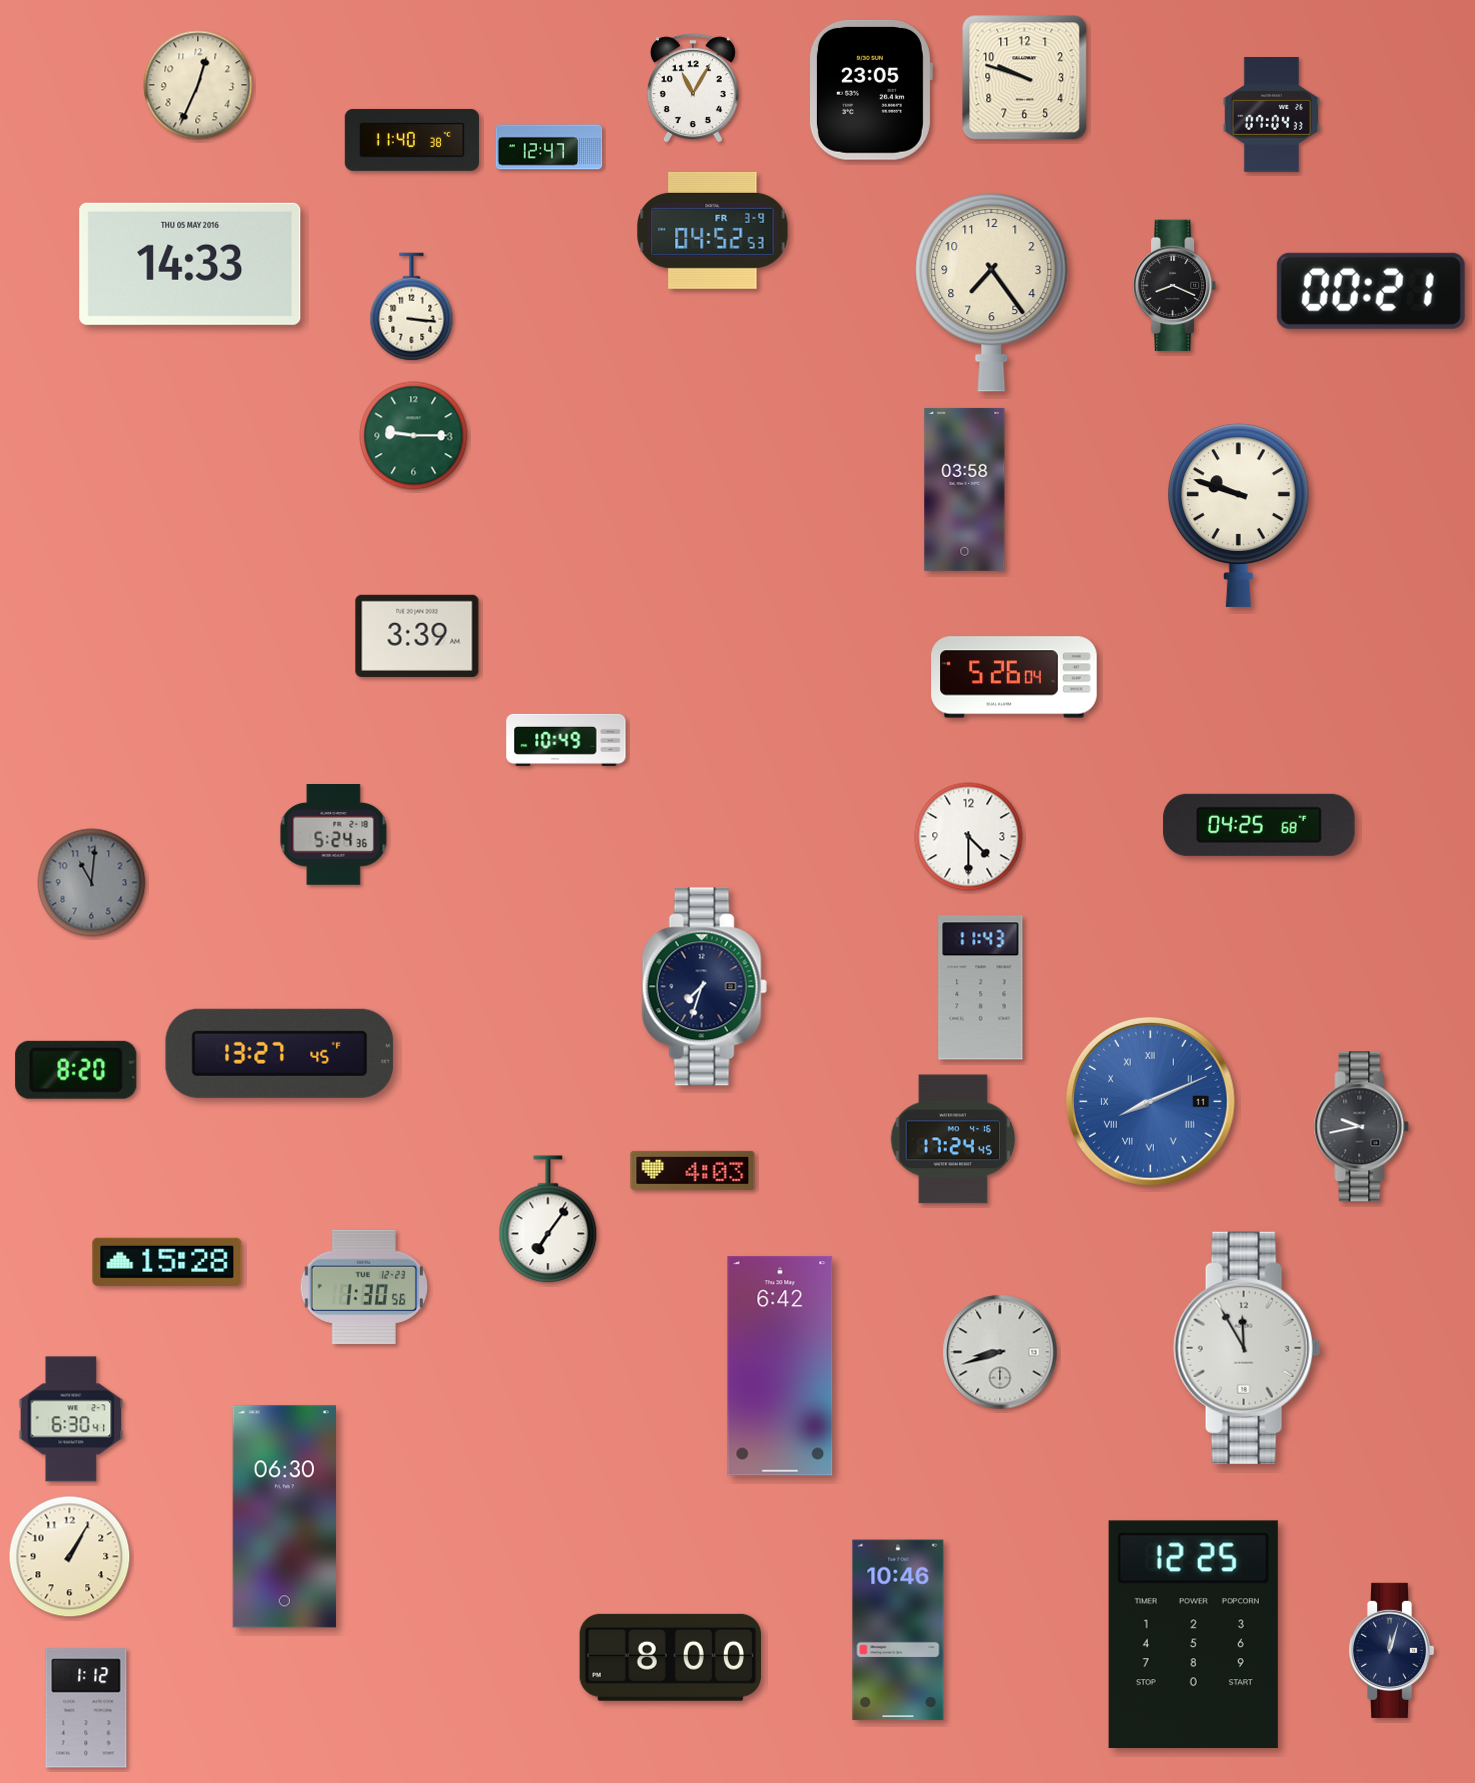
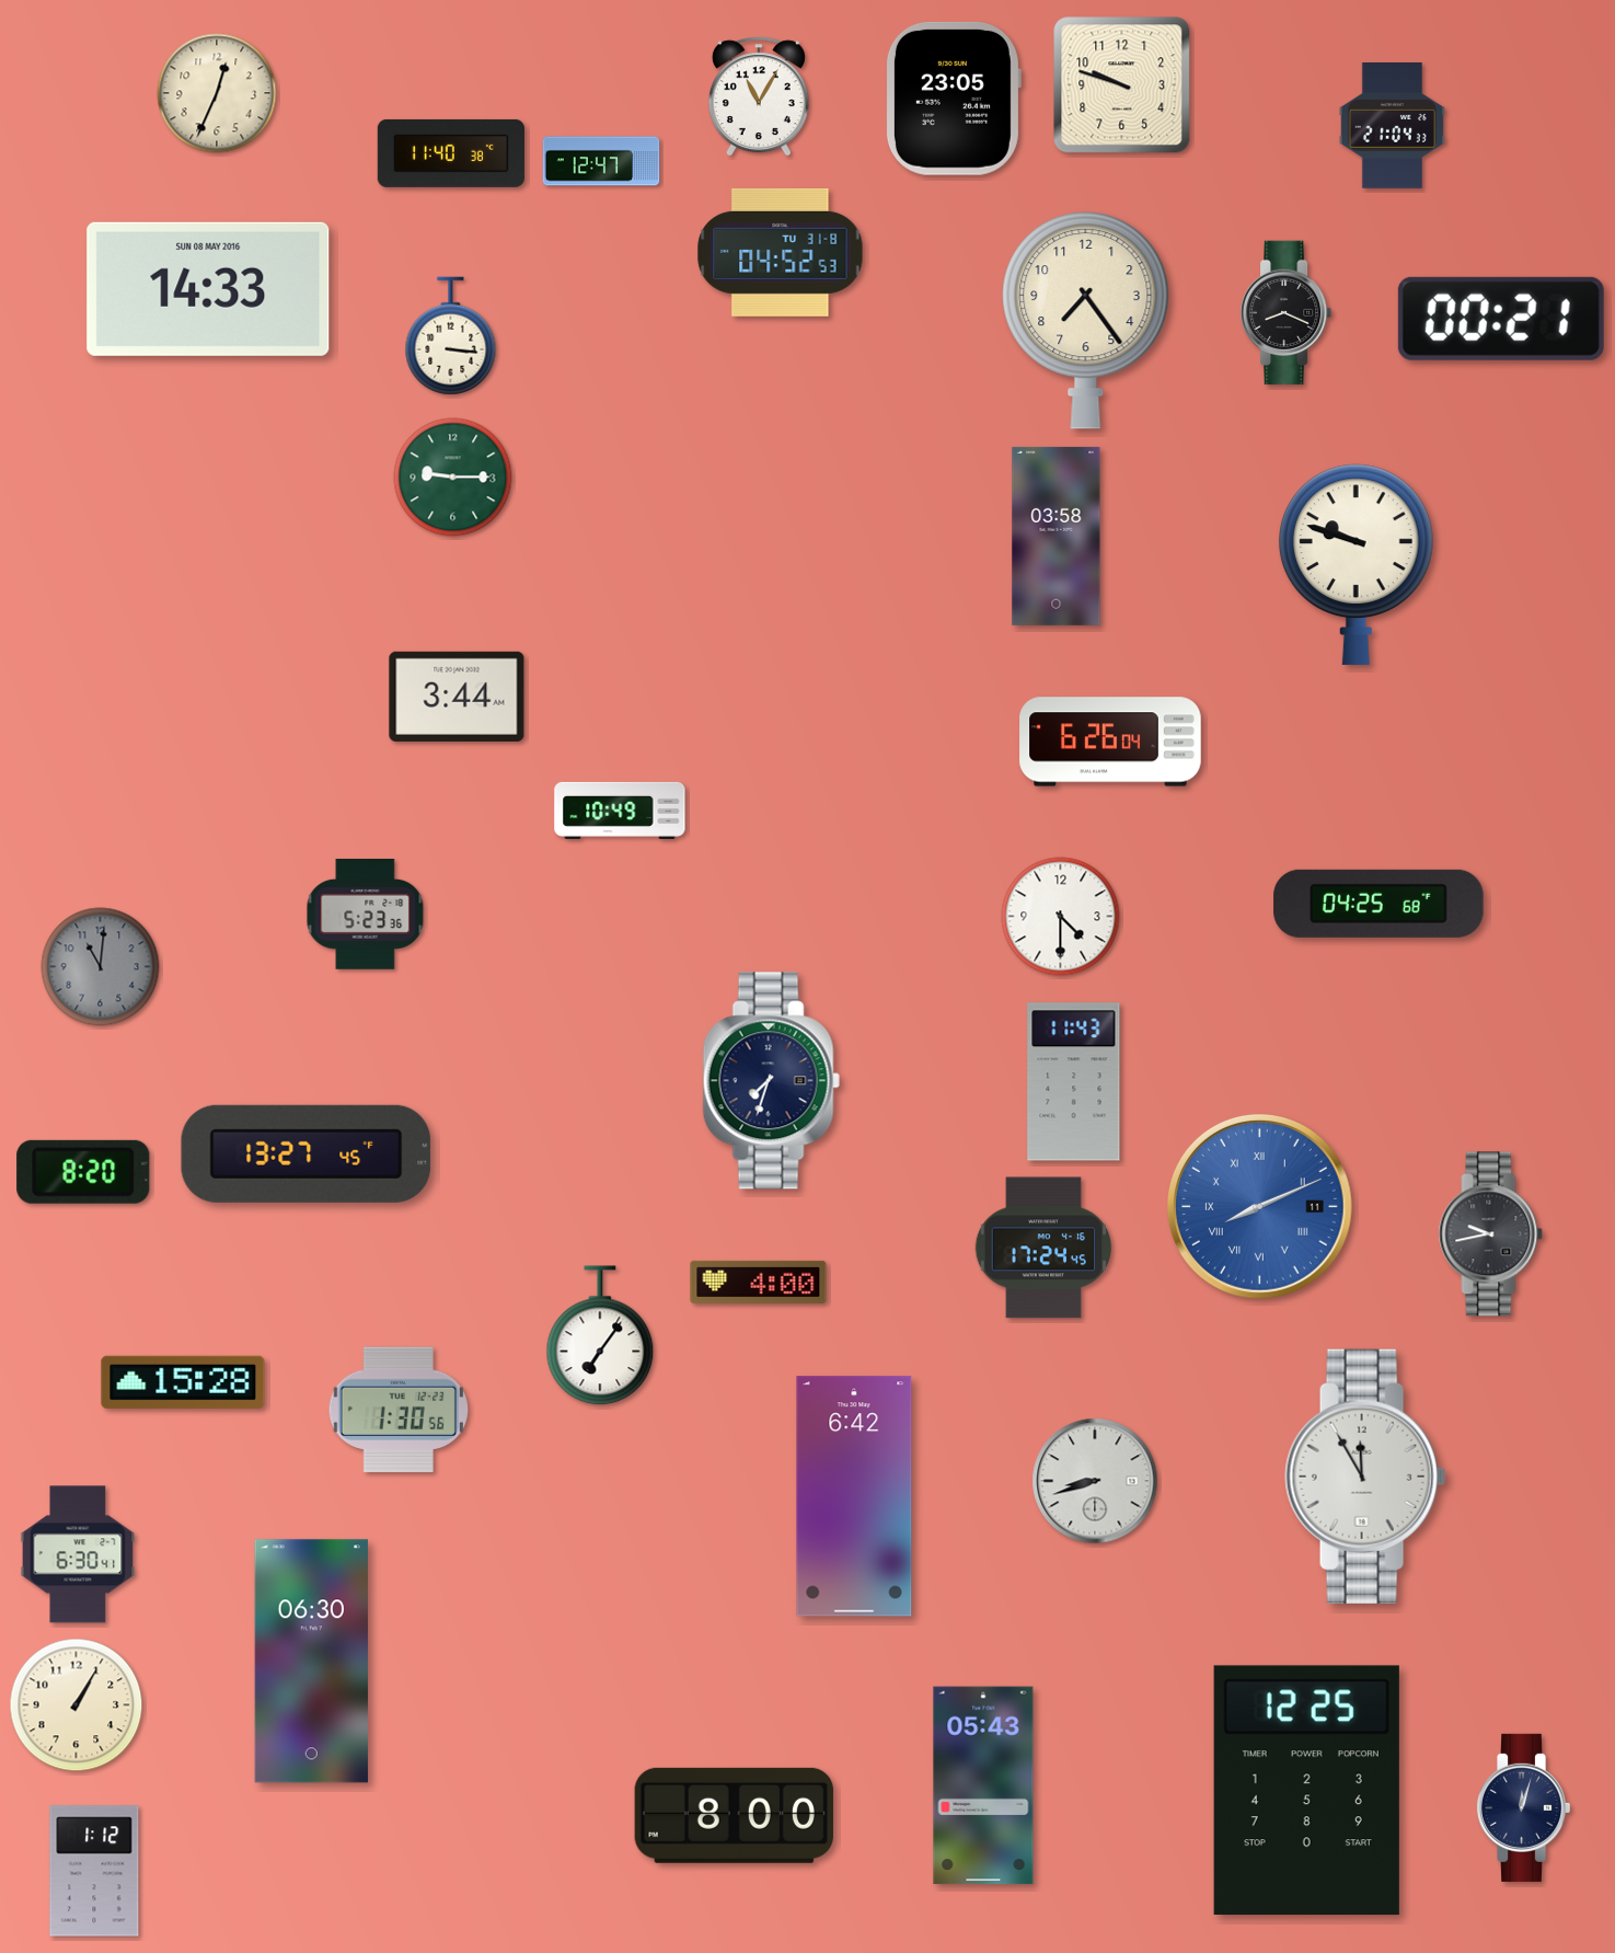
clock at (1271, 115): 07:04 -> 21:04
clock at (713, 230) date: FR 3-9 -> TU 31-8
clock at (190, 264) date: THU 05 MAY 2016 -> SUN 08 MAY 2016
clock at (417, 636): 3:39 -> 3:44
clock at (1014, 677): 5:26 -> 6:26
clock at (334, 835): 5:24 -> 5:23
clock at (693, 1170): 4:03 -> 4:00
clock at (898, 1630): 10:46 -> 05:43
